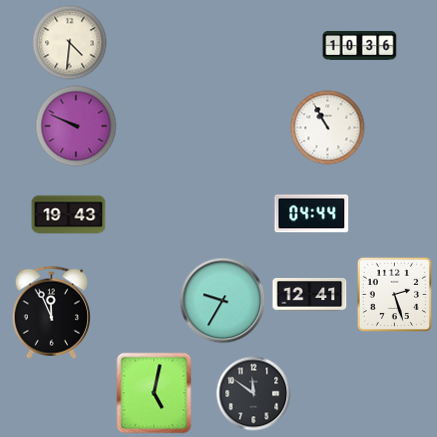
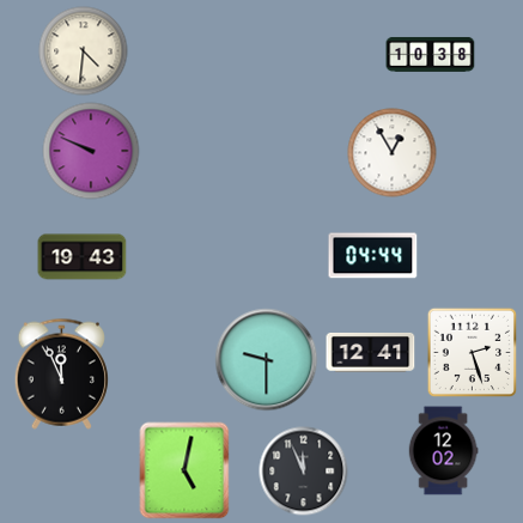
clock at (360, 45): 10:36 -> 10:38
clock at (328, 128): 10:55 -> 12:55
clock at (223, 301): 9:35 -> 9:30
clock at (443, 451): none -> 12:02
clock at (254, 394): 11:51 -> 11:56
